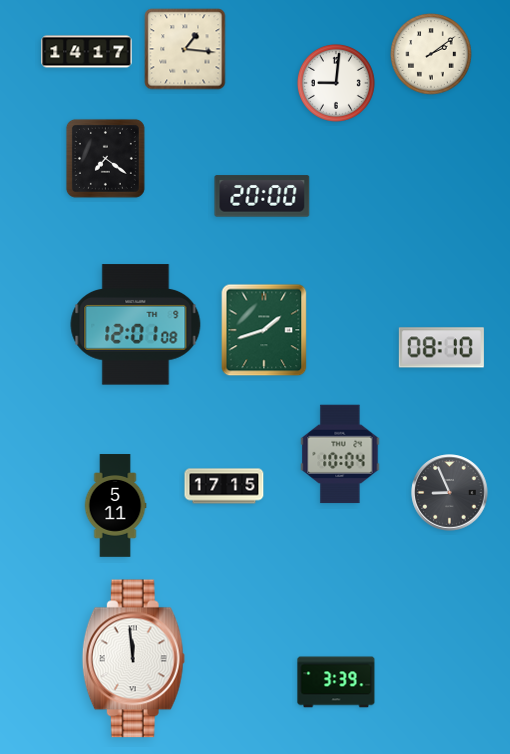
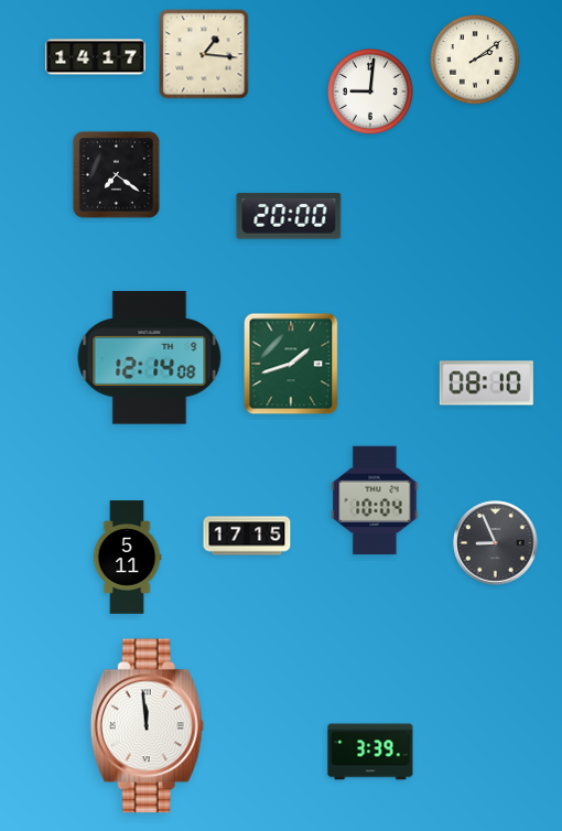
clock at (136, 325): 12:01 -> 12:14
